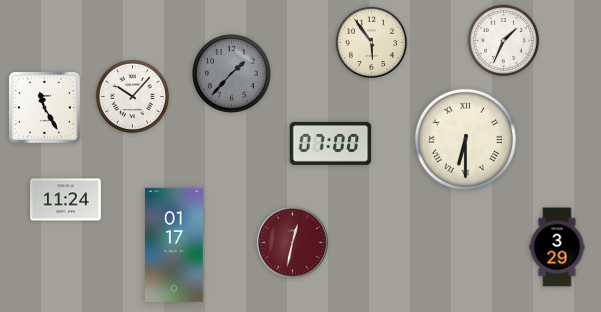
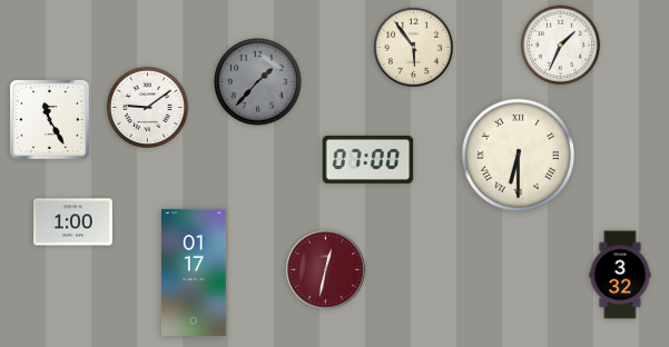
clock at (132, 96): 10:07 -> 9:09
clock at (66, 200): 11:24 -> 1:00
clock at (557, 247): 3:29 -> 3:32
